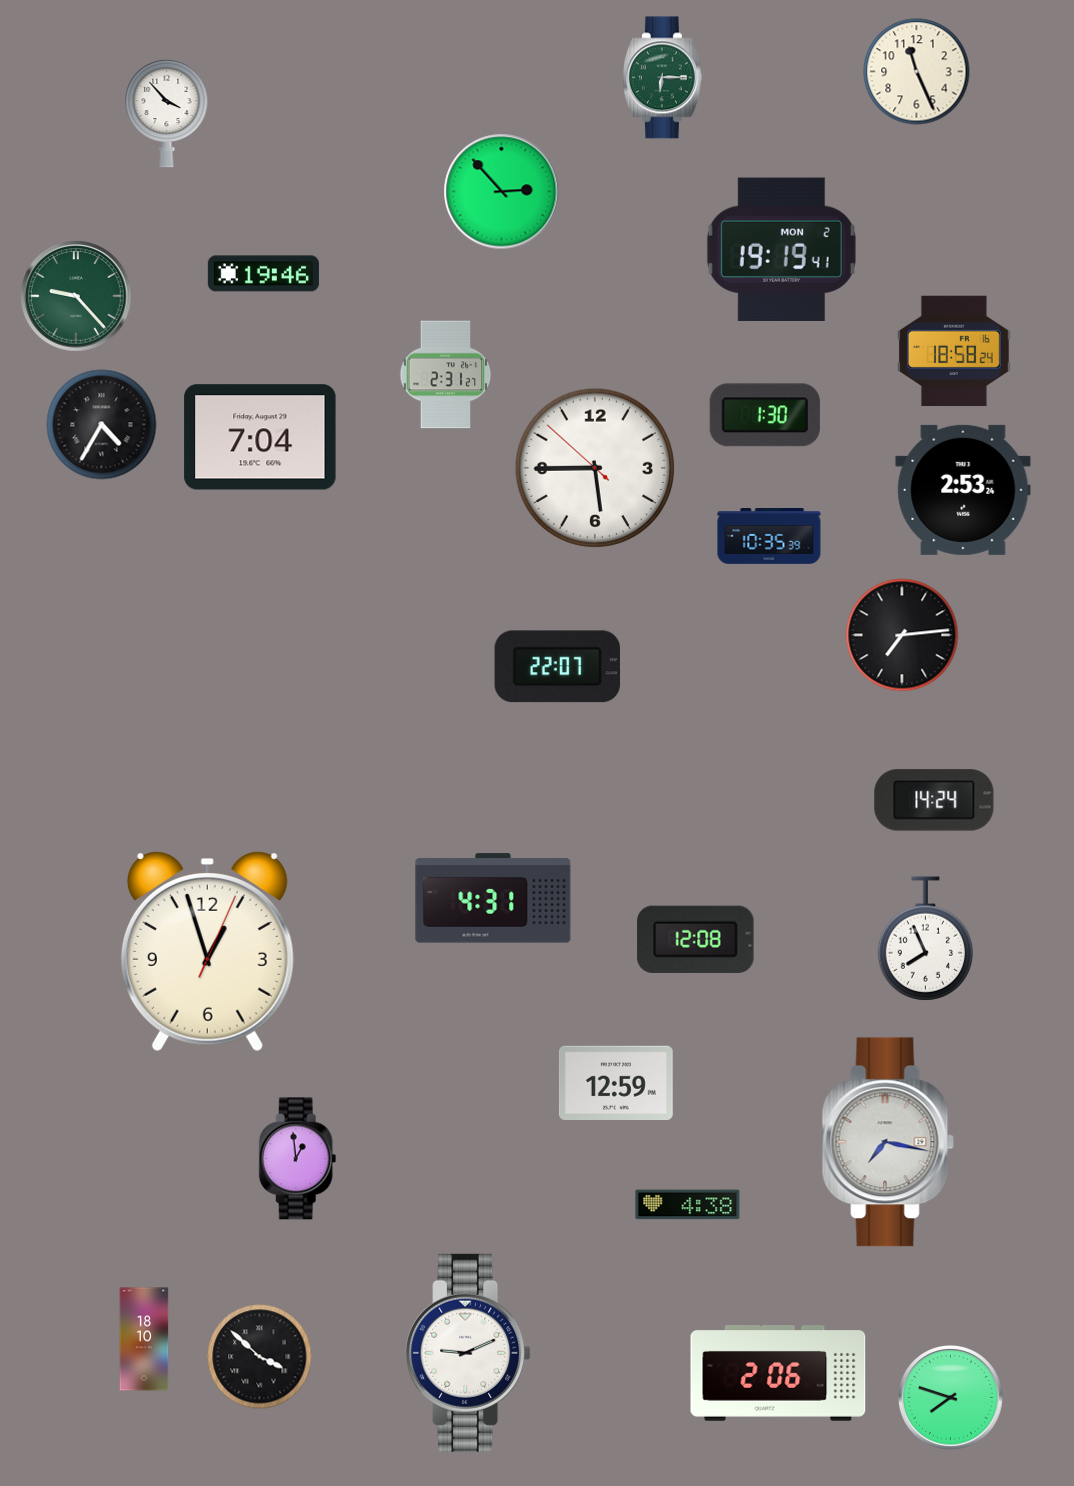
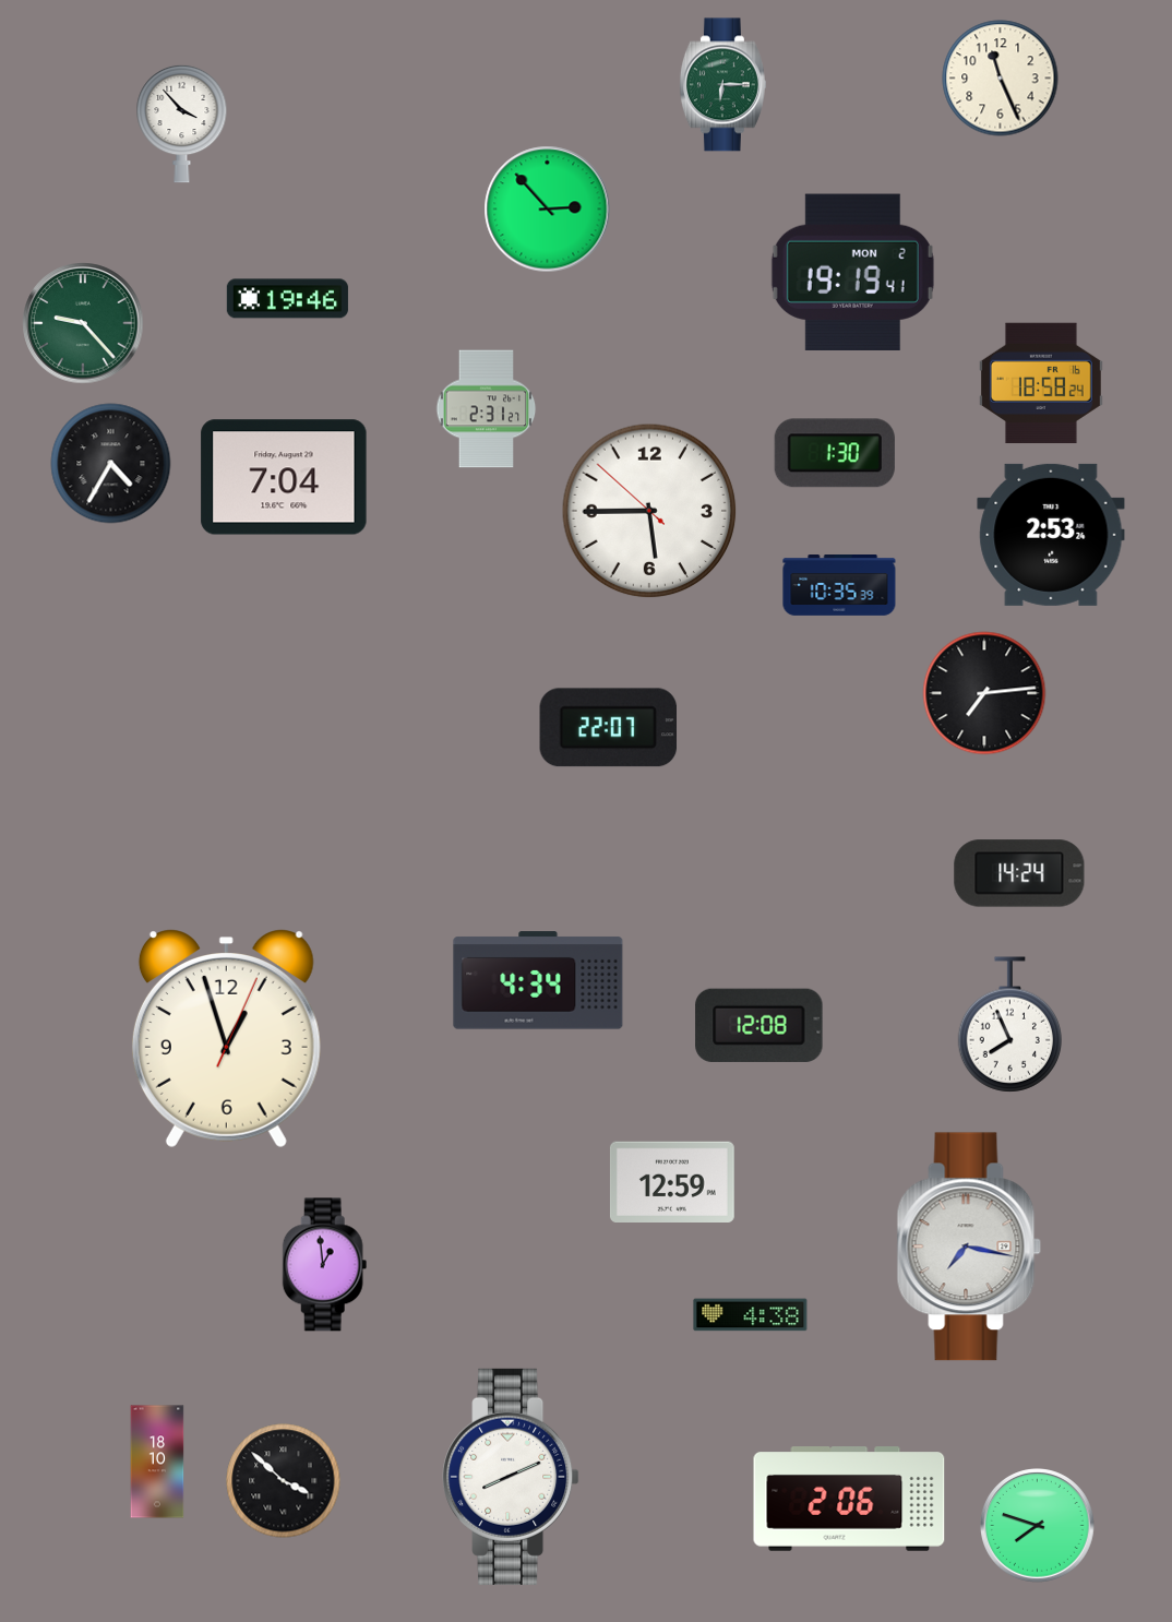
clock at (493, 898): 4:31 -> 4:34
clock at (468, 1353): 9:11 -> 8:11
